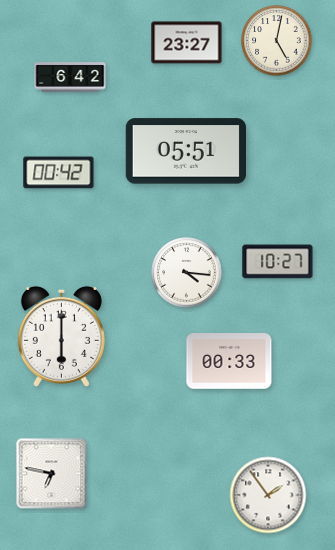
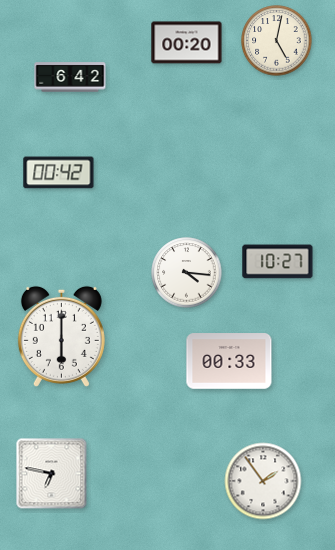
clock at (187, 43): 23:27 -> 00:20
clock at (185, 151): 05:51 -> none
clock at (268, 495) position: (268, 495) -> (263, 481)
